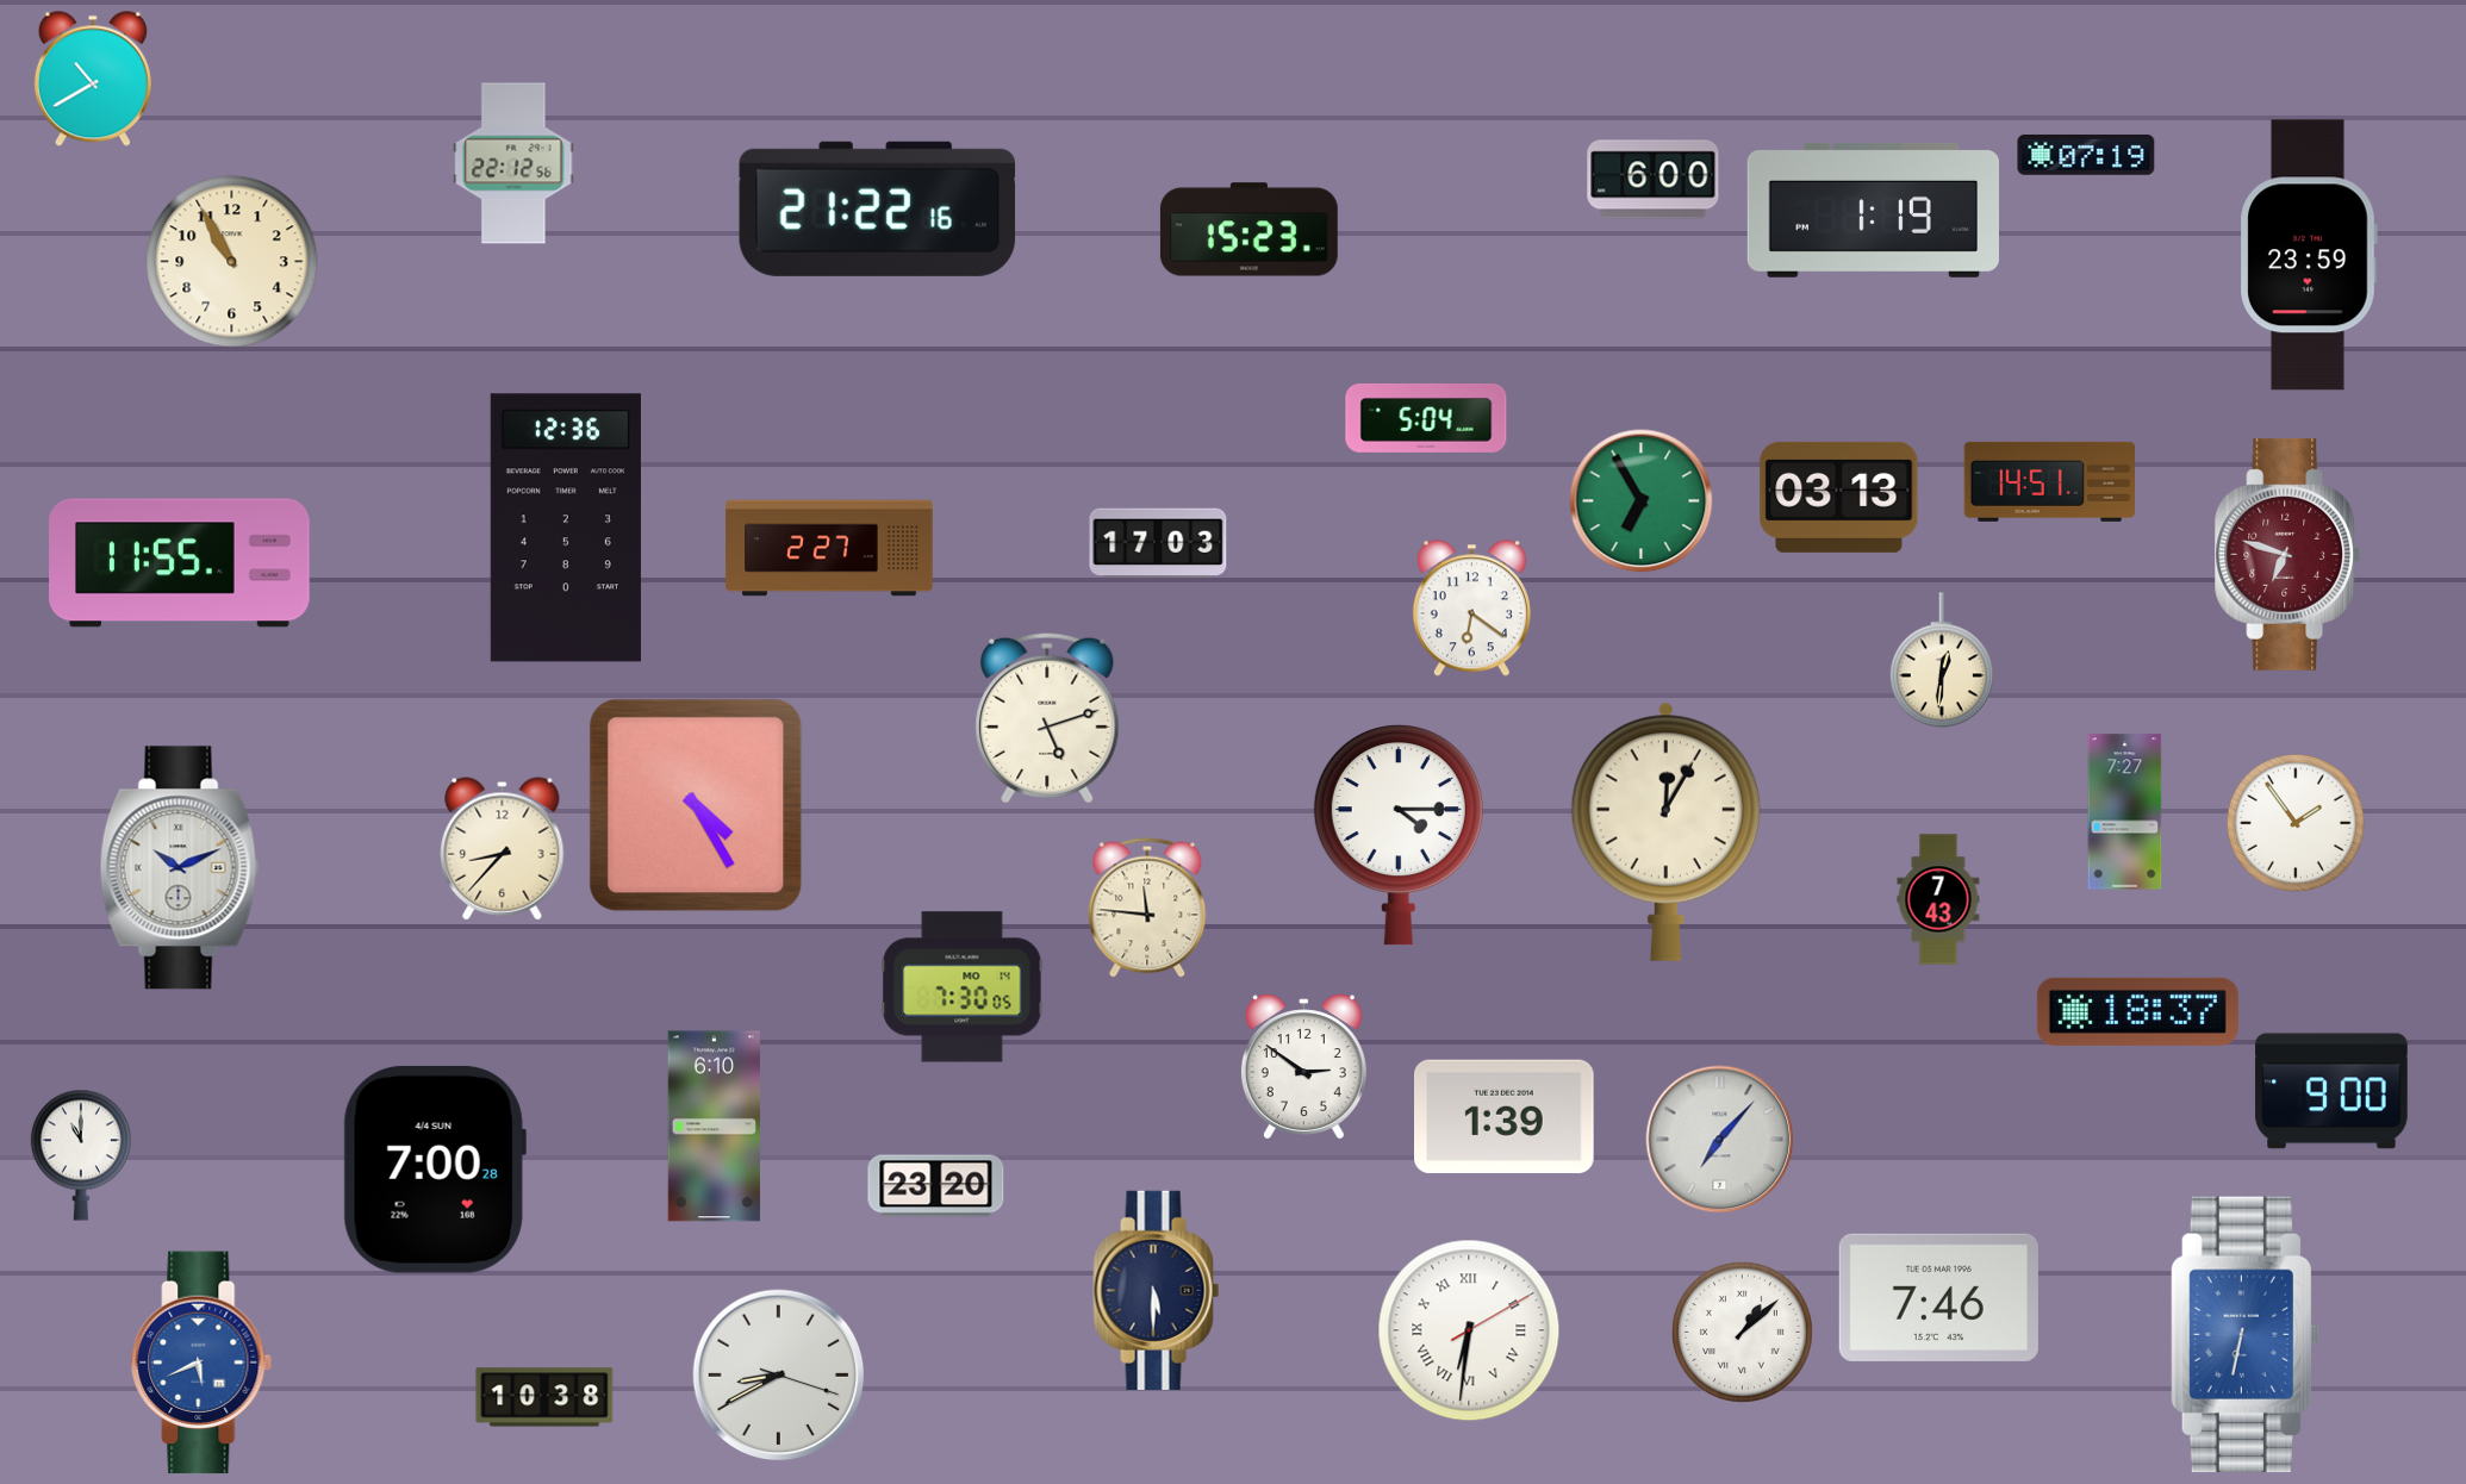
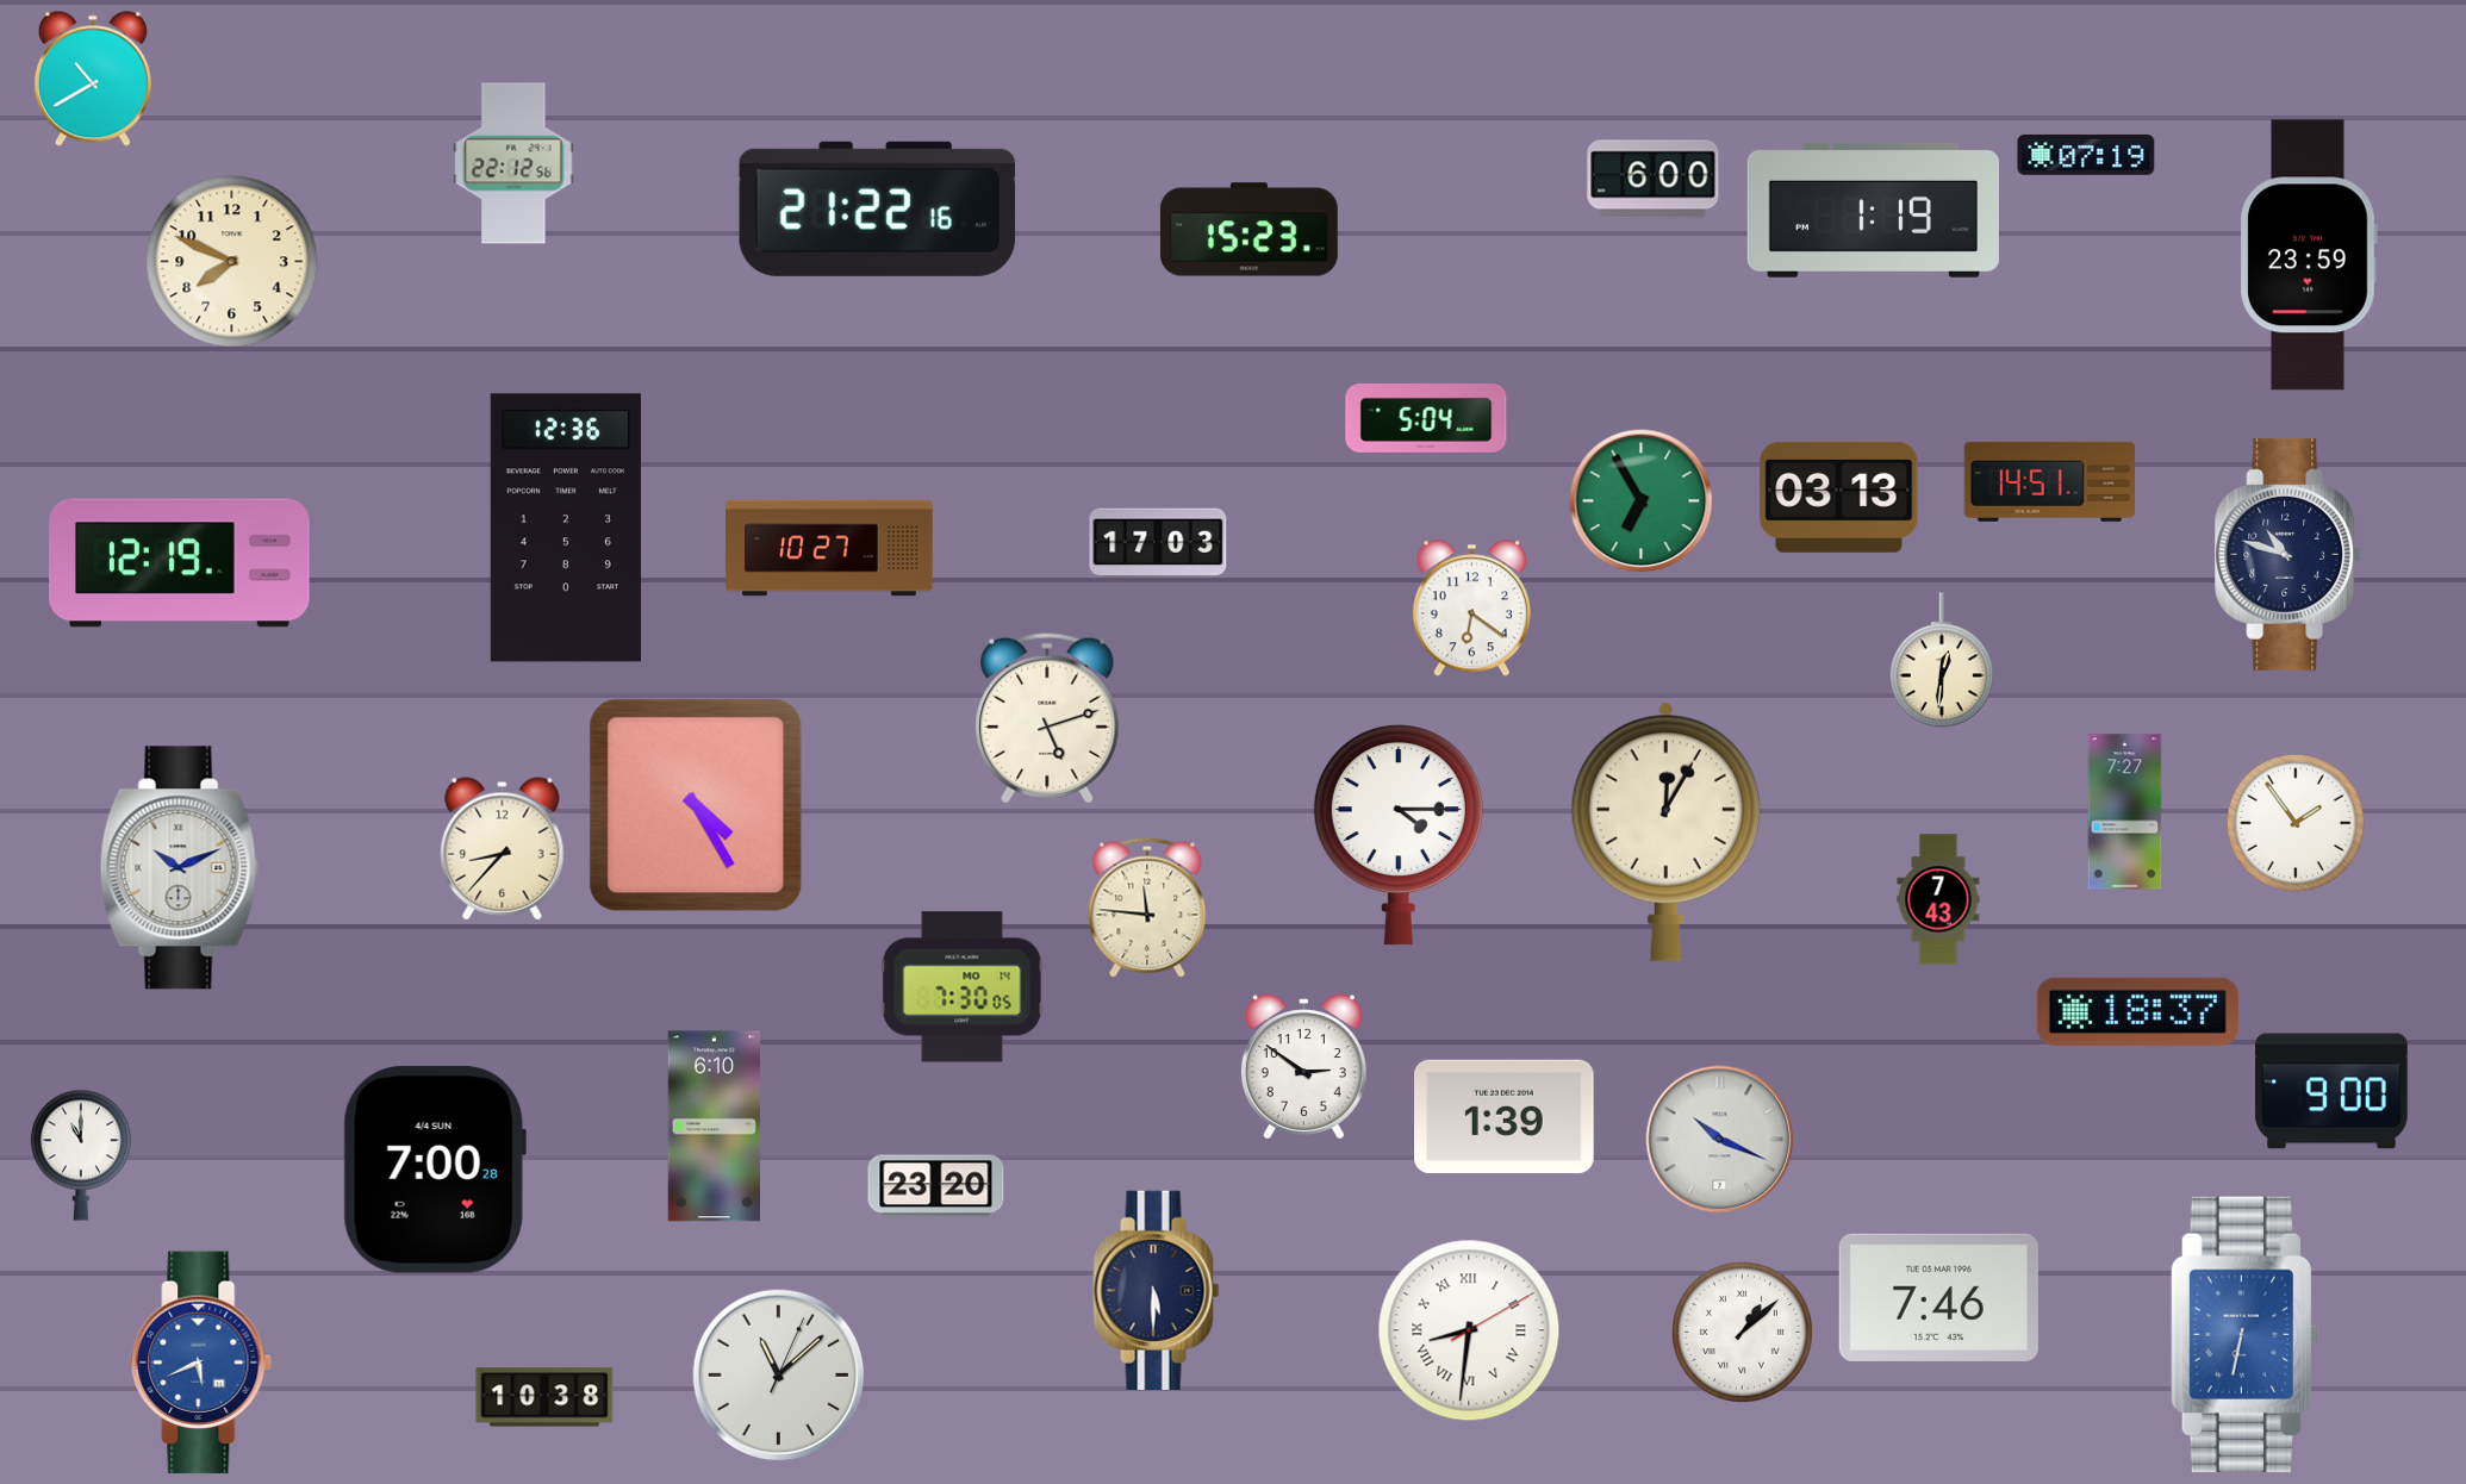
clock at (232, 262): 10:55 -> 7:49
clock at (829, 548): 2:27 -> 10:27
clock at (2288, 554): 6:48 -> 10:48
clock at (2288, 554) dial: burgundy -> navy
clock at (180, 563): 11:55 -> 12:19
clock at (1720, 1140): 7:07 -> 10:19
clock at (1469, 1330): 6:31 -> 8:31
clock at (779, 1376): 8:40 -> 11:08
